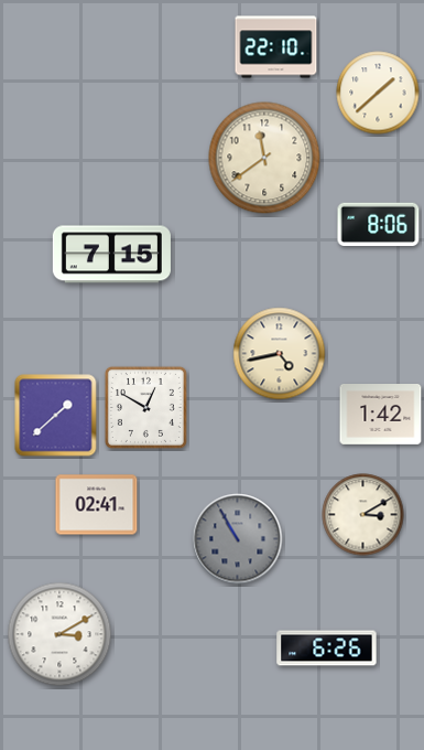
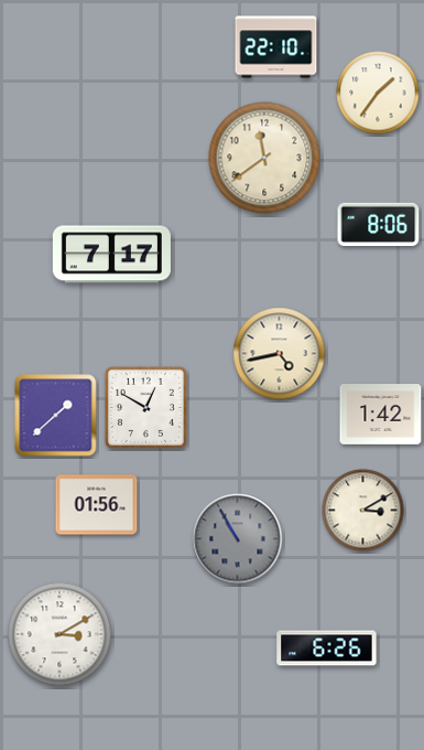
clock at (378, 93): 1:38 -> 1:36
clock at (111, 255): 7:15 -> 7:17
clock at (97, 505): 02:41 -> 01:56
clock at (363, 515) position: (363, 515) -> (363, 511)
